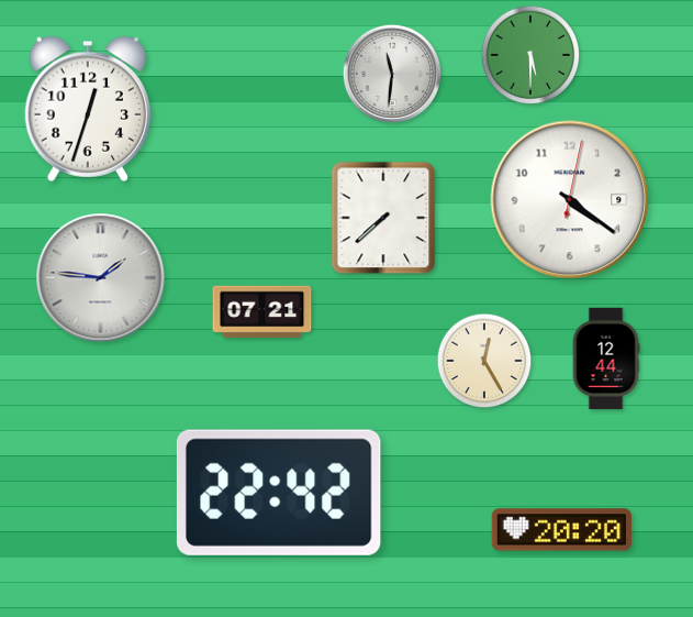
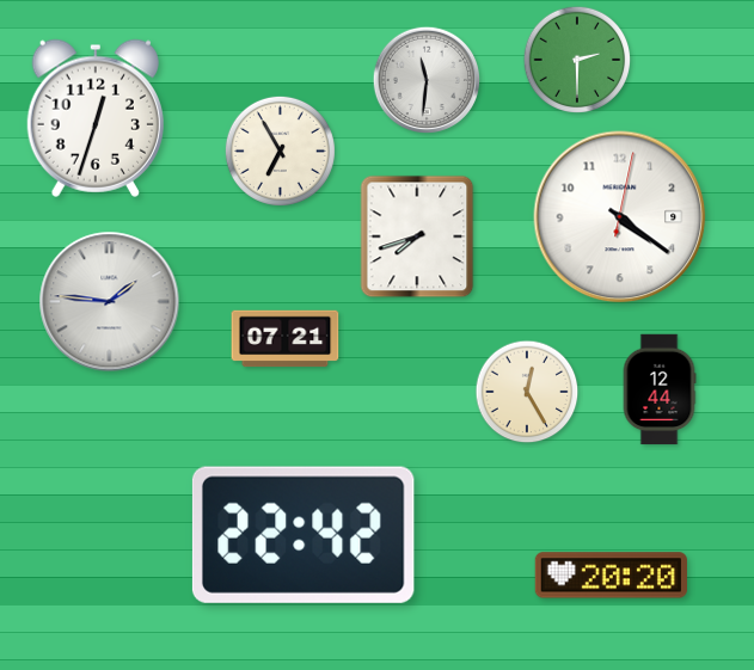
clock at (530, 55): 5:30 -> 2:30
clock at (280, 150): none -> 6:55
clock at (383, 218): 7:38 -> 7:42
